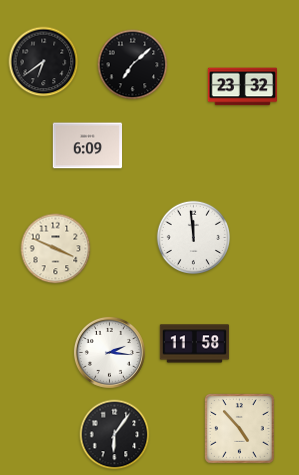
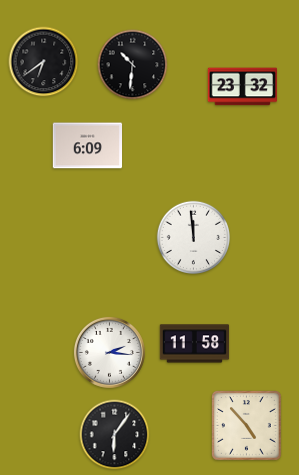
clock at (133, 65): 7:08 -> 10:31
clock at (56, 249): 3:49 -> none
clock at (240, 429) position: (240, 429) -> (247, 426)
